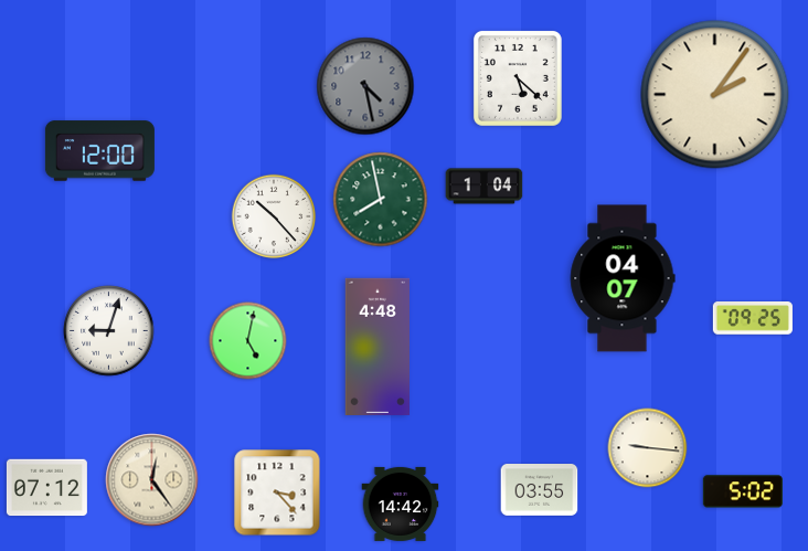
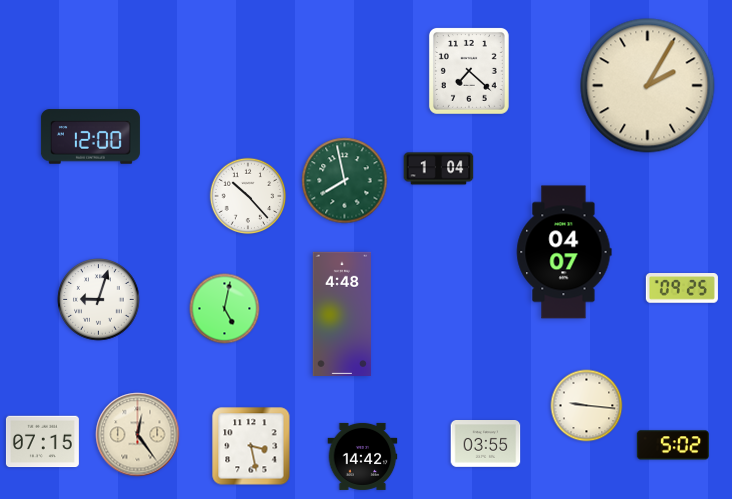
clock at (518, 78): 5:22 -> 7:22
clock at (365, 86): 4:28 -> none
clock at (715, 95): 2:06 -> 2:05
clock at (46, 488): 07:12 -> 07:15
clock at (540, 490) position: (540, 490) -> (486, 444)
clock at (277, 492): 3:23 -> 3:28
